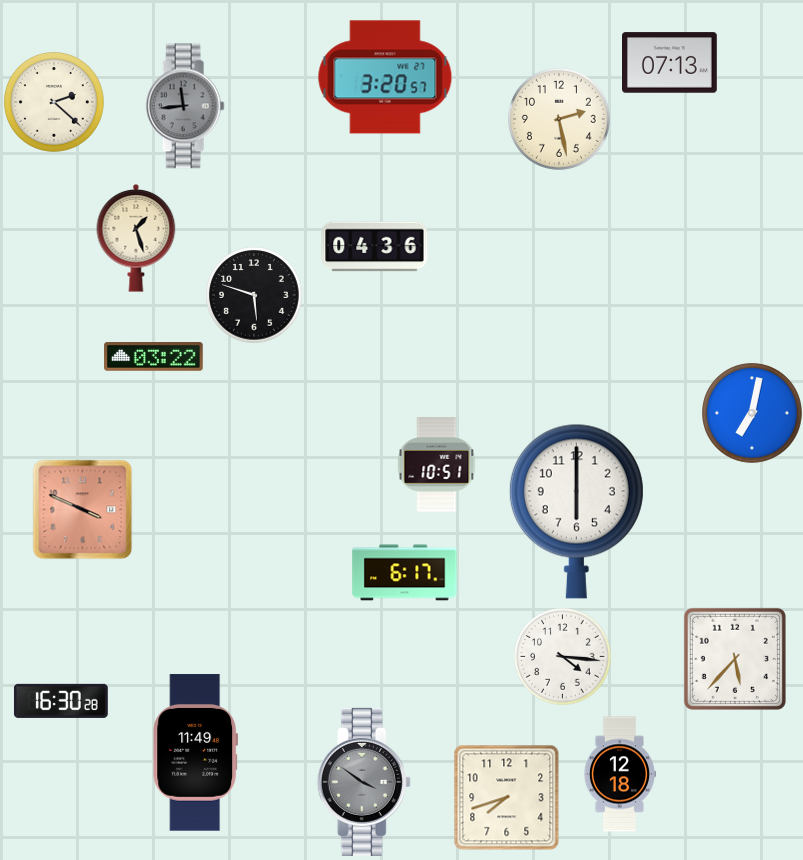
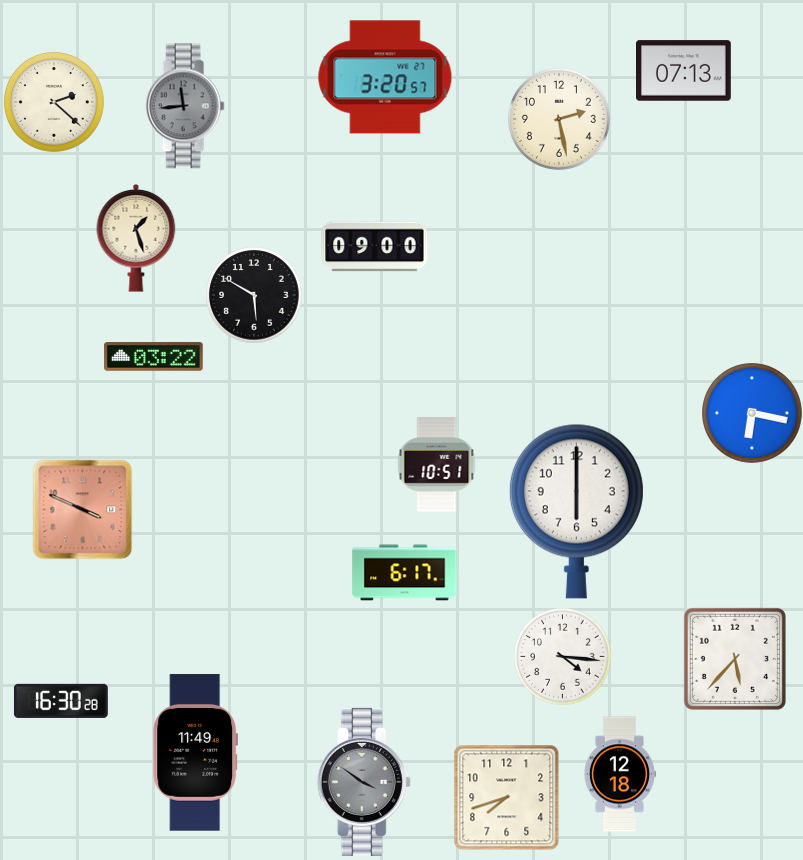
clock at (670, 63) position: (670, 63) -> (684, 71)
clock at (375, 247): 04:36 -> 09:00
clock at (254, 295): 5:48 -> 5:50
clock at (753, 414): 7:02 -> 6:17
